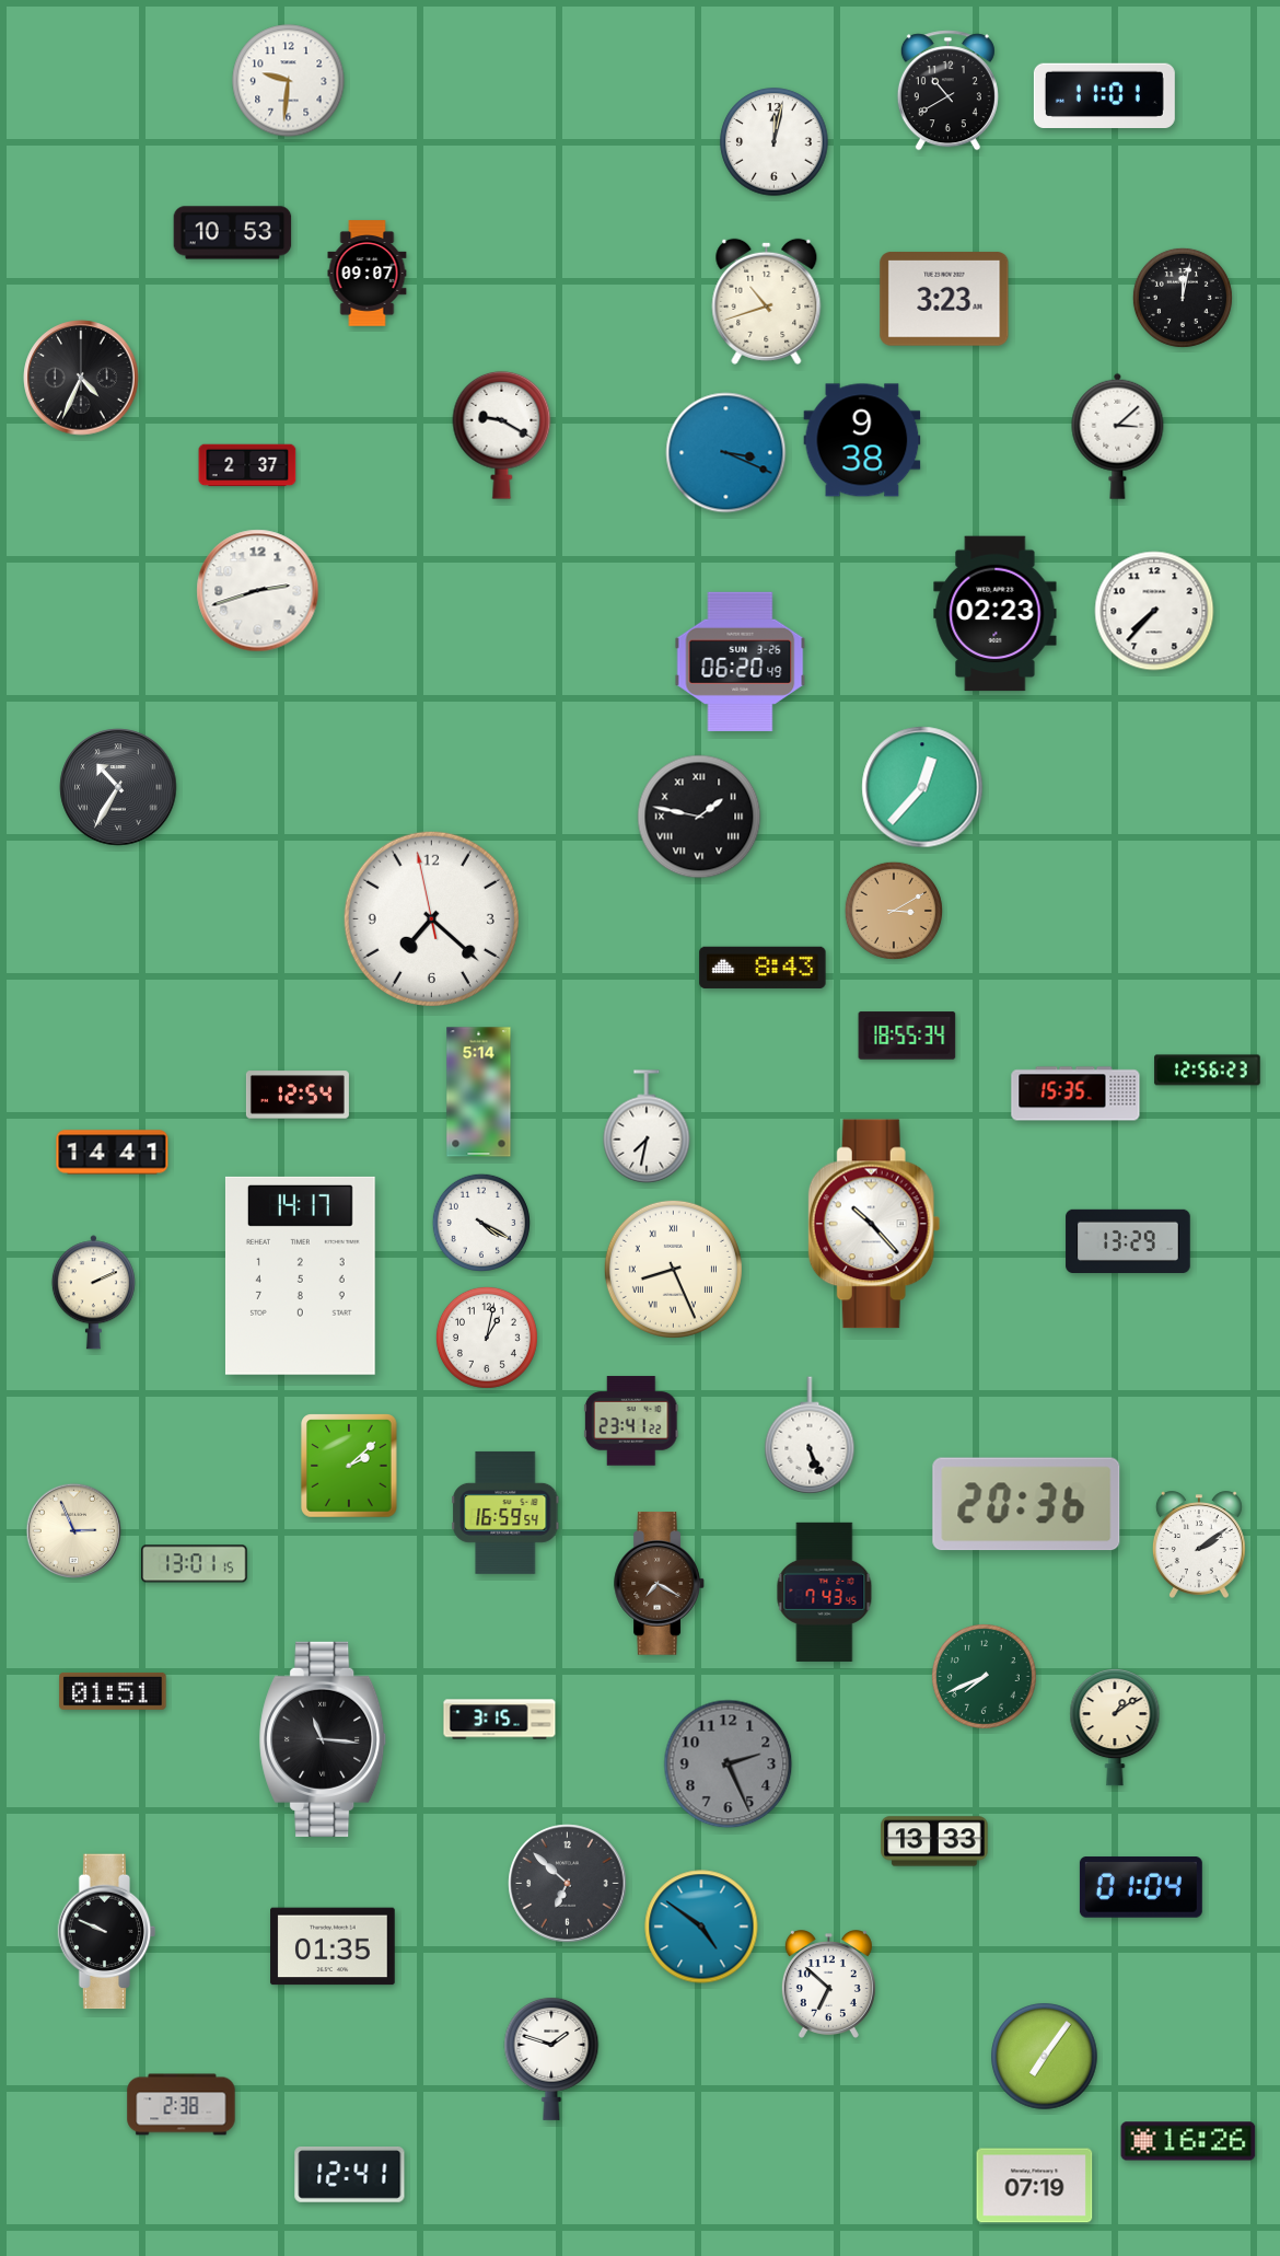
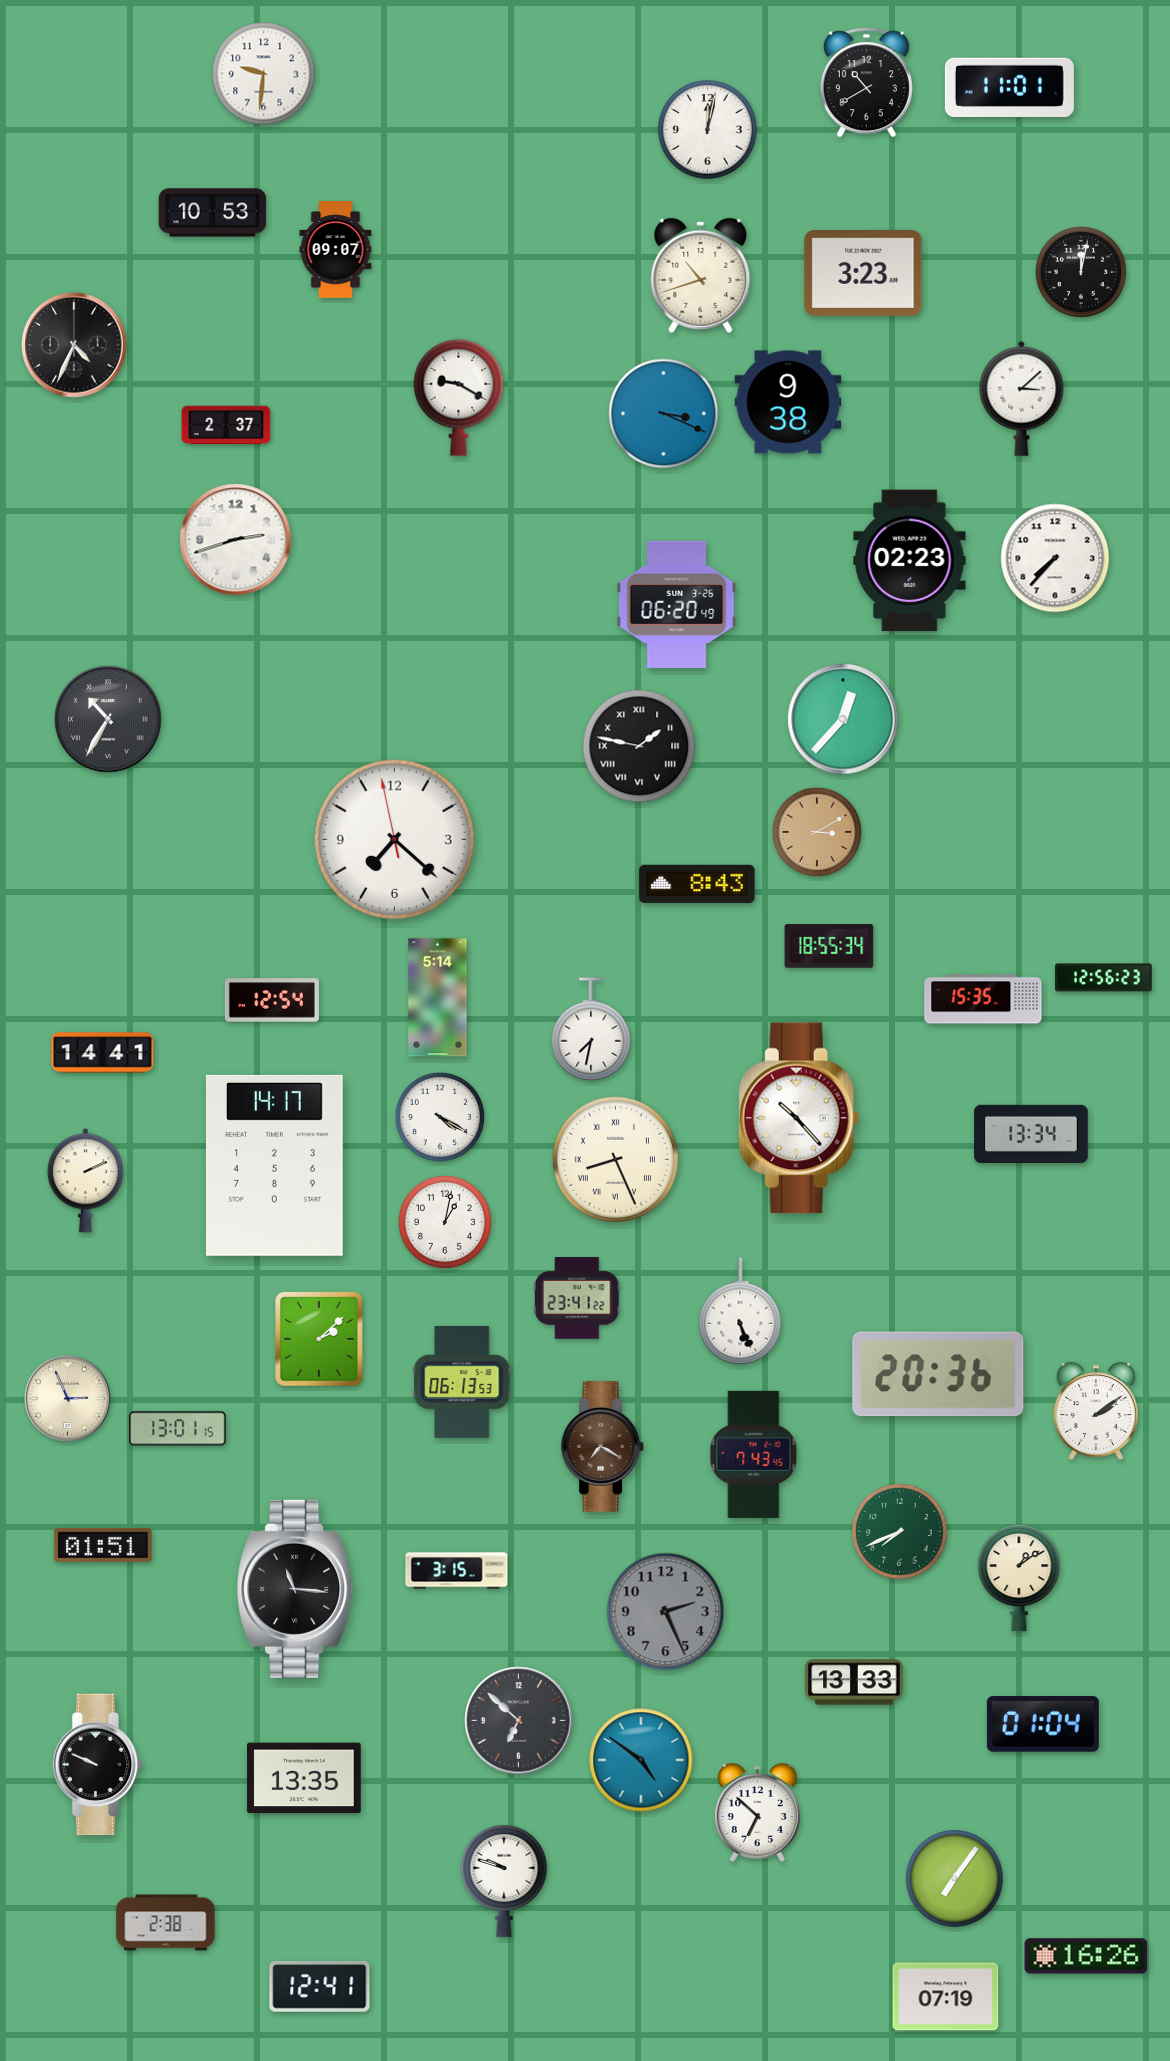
clock at (1128, 1240): 13:29 -> 13:34
clock at (505, 1513): 16:59 -> 06:13
clock at (333, 1946): 01:35 -> 13:35
clock at (551, 2058): 1:48 -> 9:48
